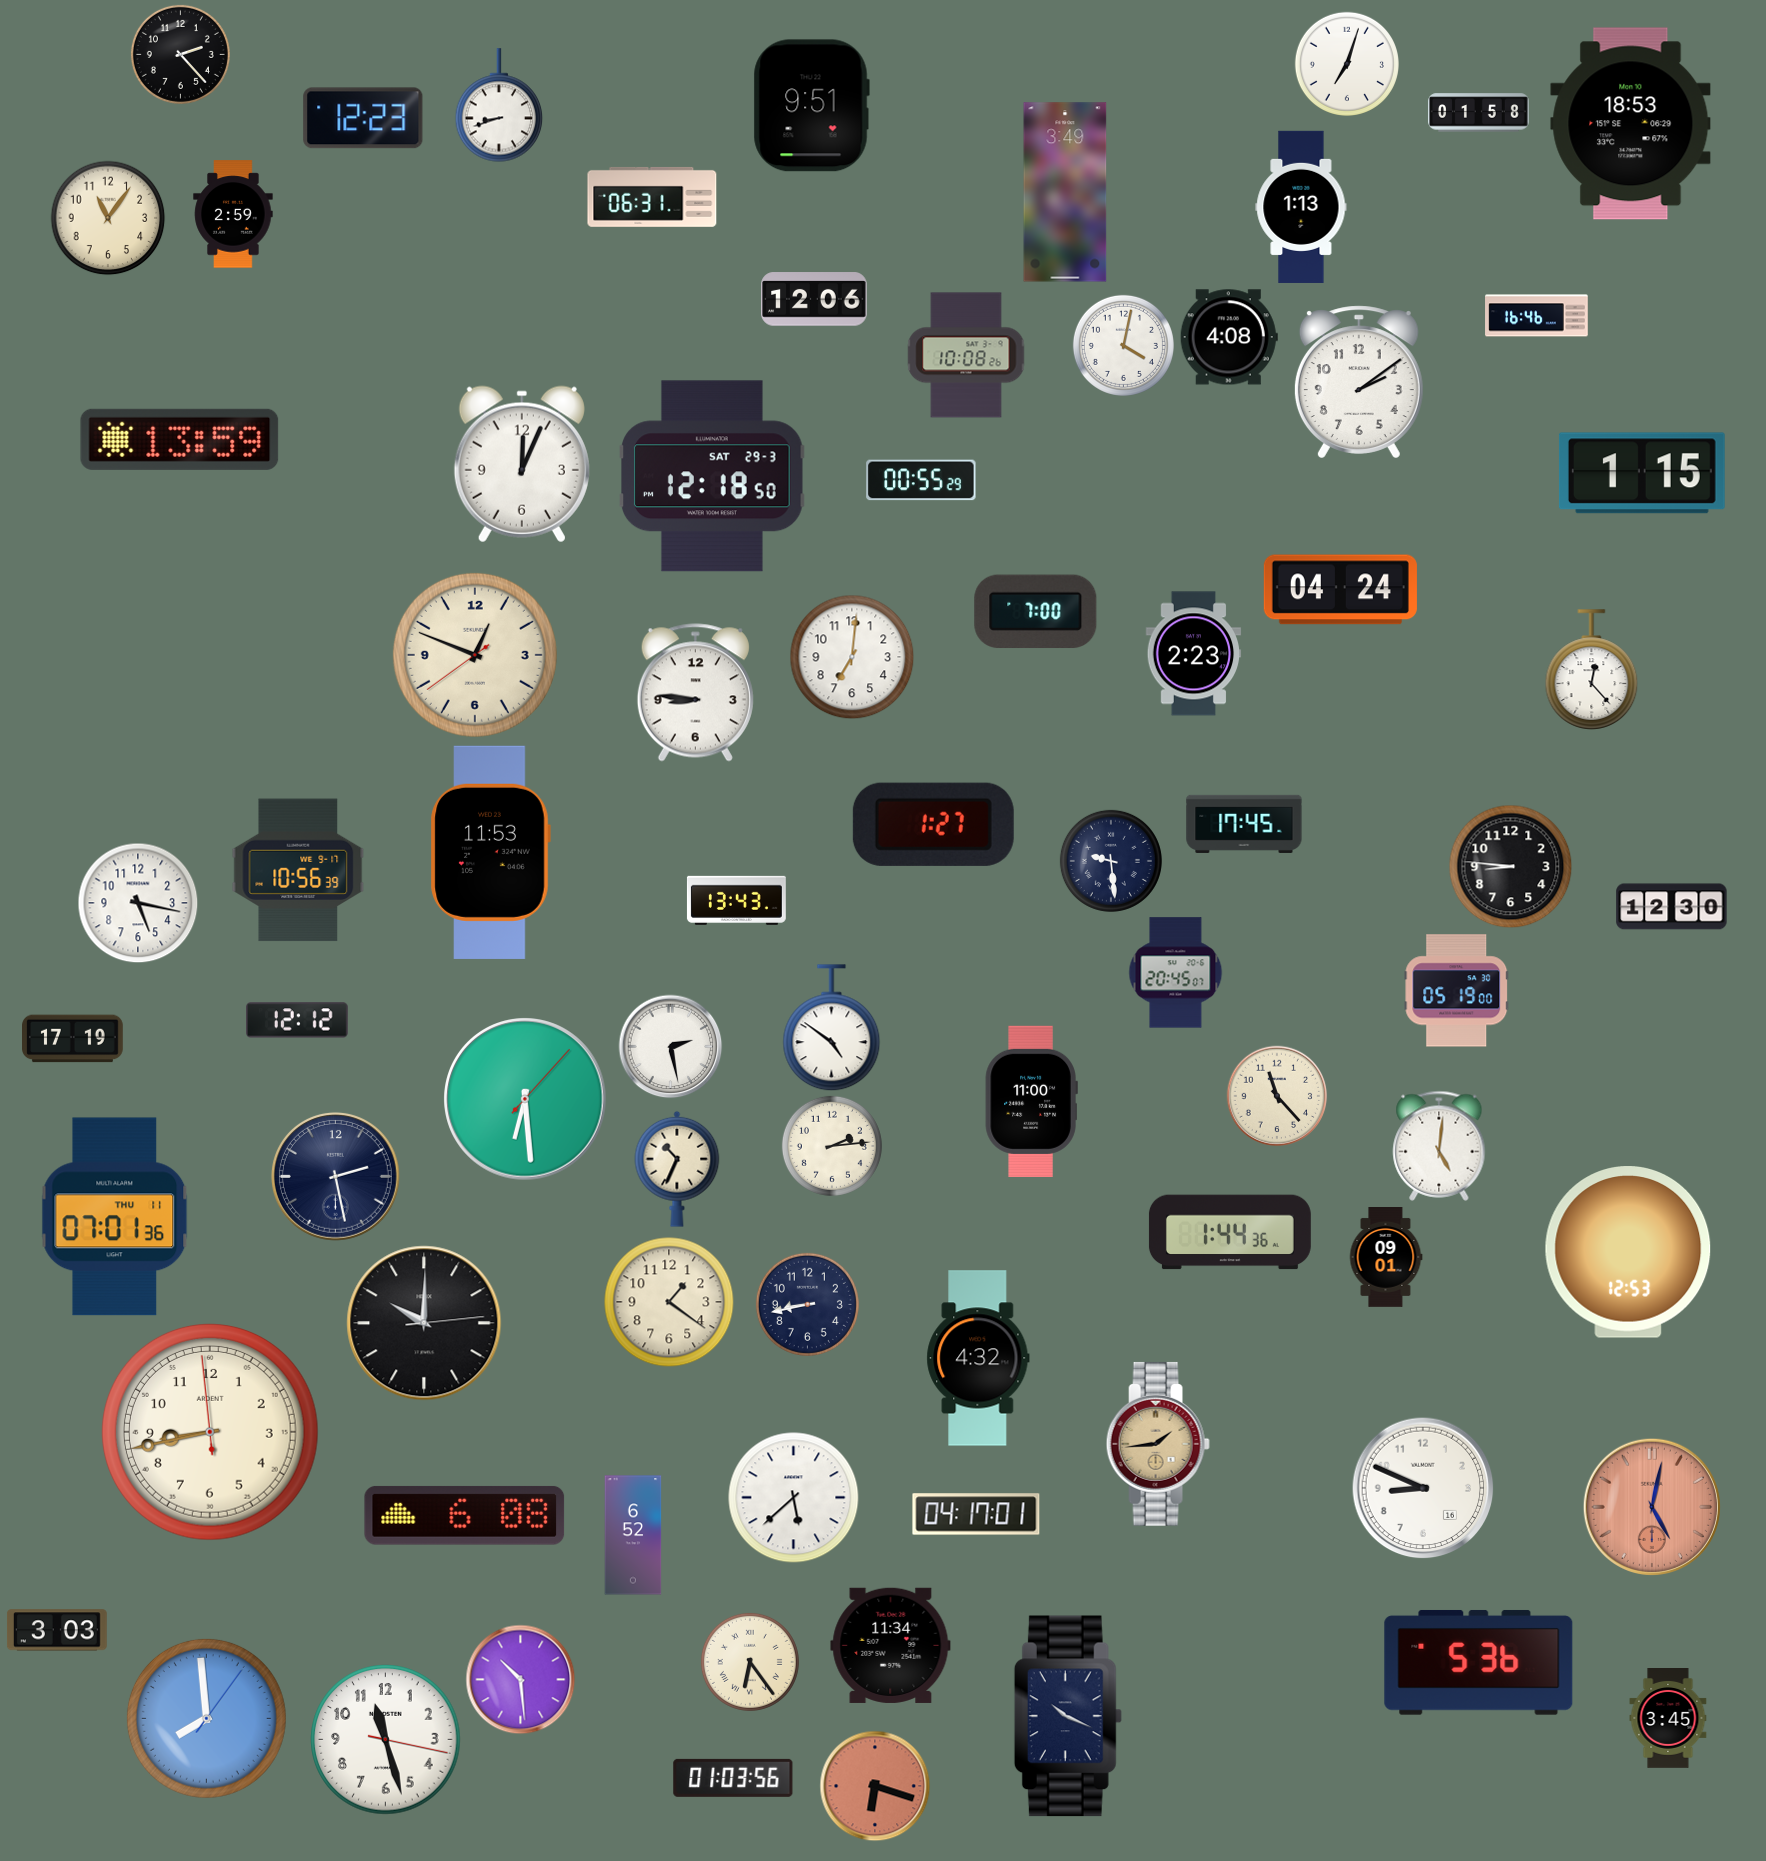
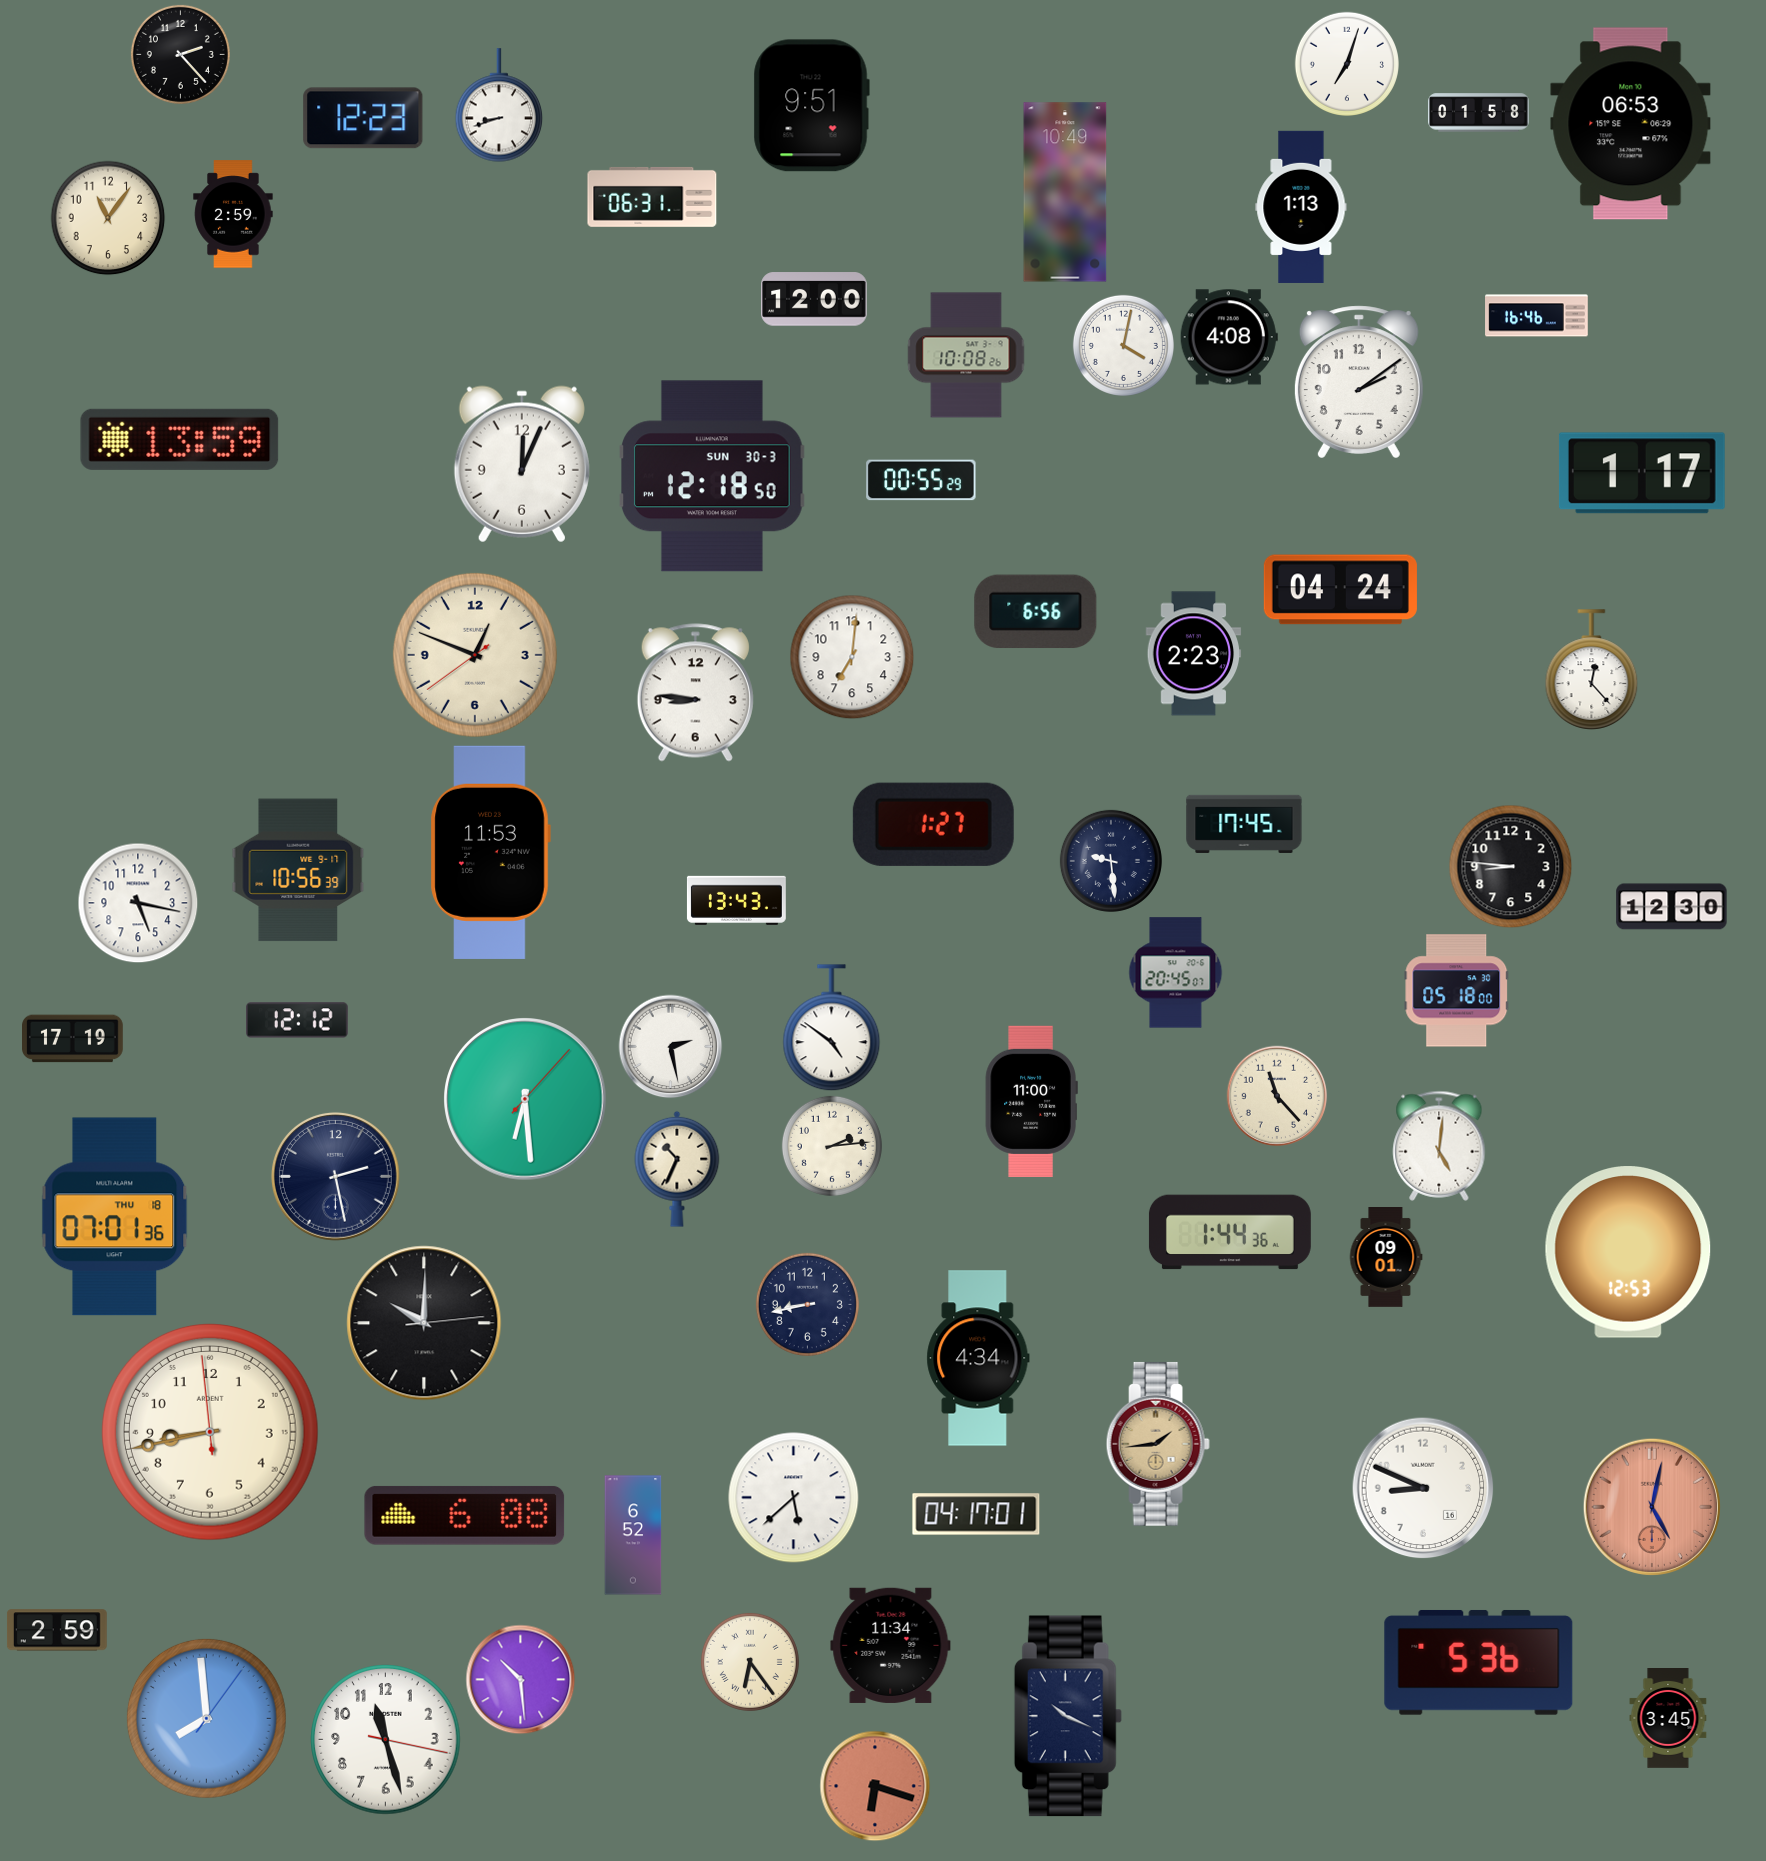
clock at (1631, 124): 18:53 -> 06:53
clock at (1065, 192): 3:49 -> 10:49
clock at (814, 299): 12:06 -> 12:00
clock at (1642, 473): 1:15 -> 1:17
clock at (713, 476) date: SAT 29-3 -> SUN 30-3
clock at (1036, 612): 7:00 -> 6:56
clock at (1457, 991): 05:19 -> 05:18
clock at (115, 1217) date: THU 11 -> THU 18
clock at (669, 1302): 1:21 -> none
clock at (978, 1358): 4:32 -> 4:34
clock at (57, 1630): 3:03 -> 2:59
clock at (733, 1778): 01:03 -> none
